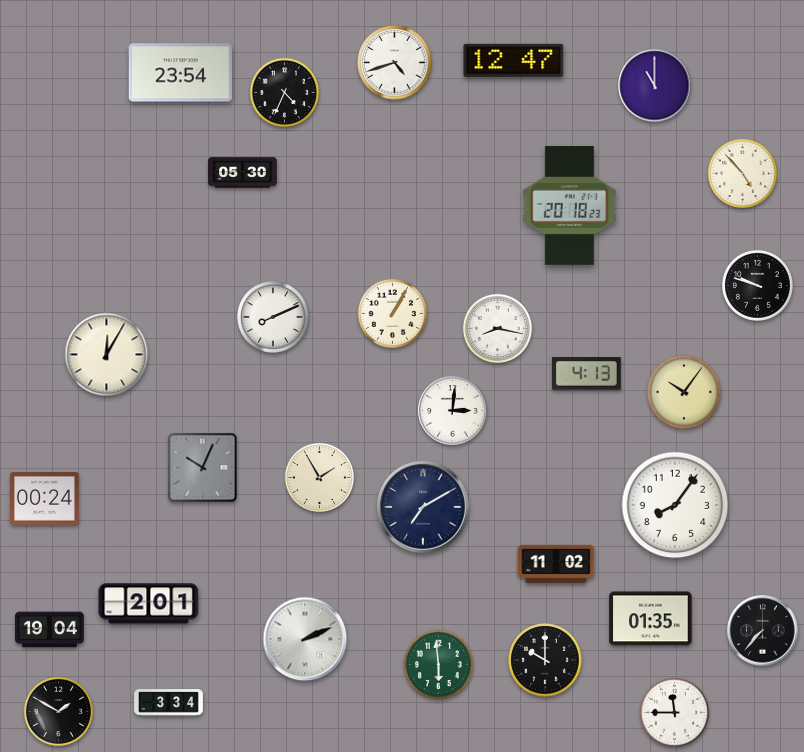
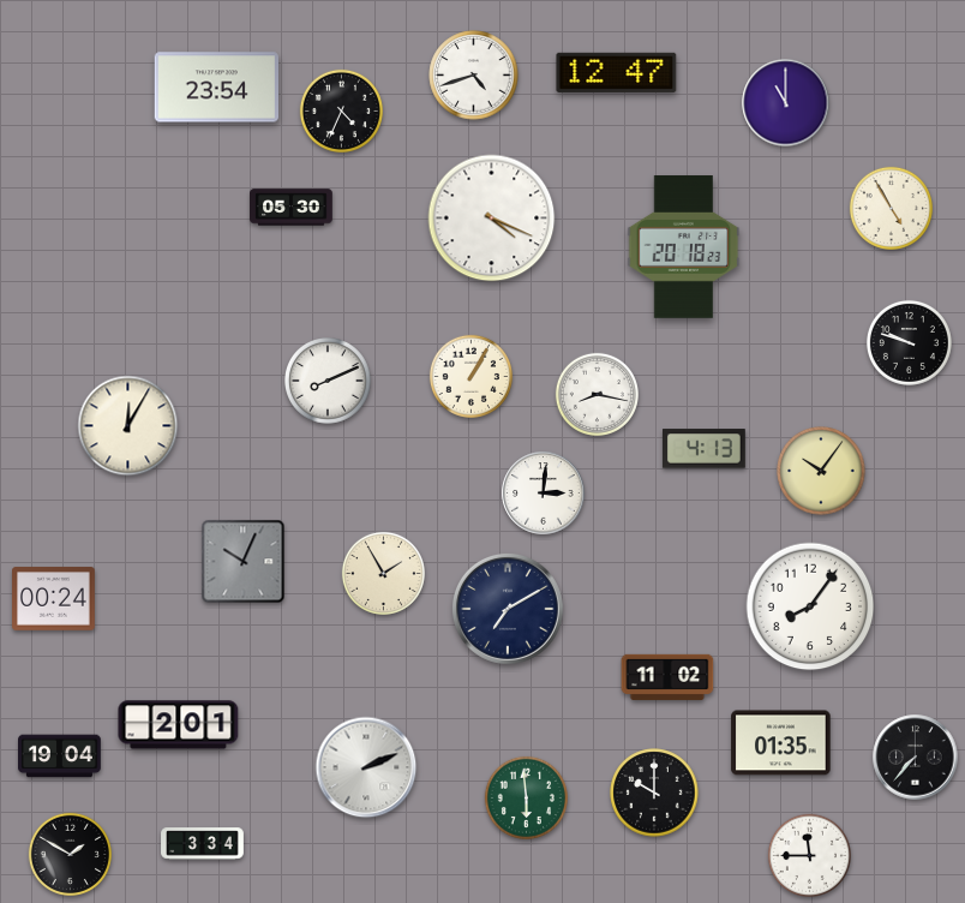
clock at (742, 173): 4:53 -> 4:55
clock at (492, 219): none -> 4:19
